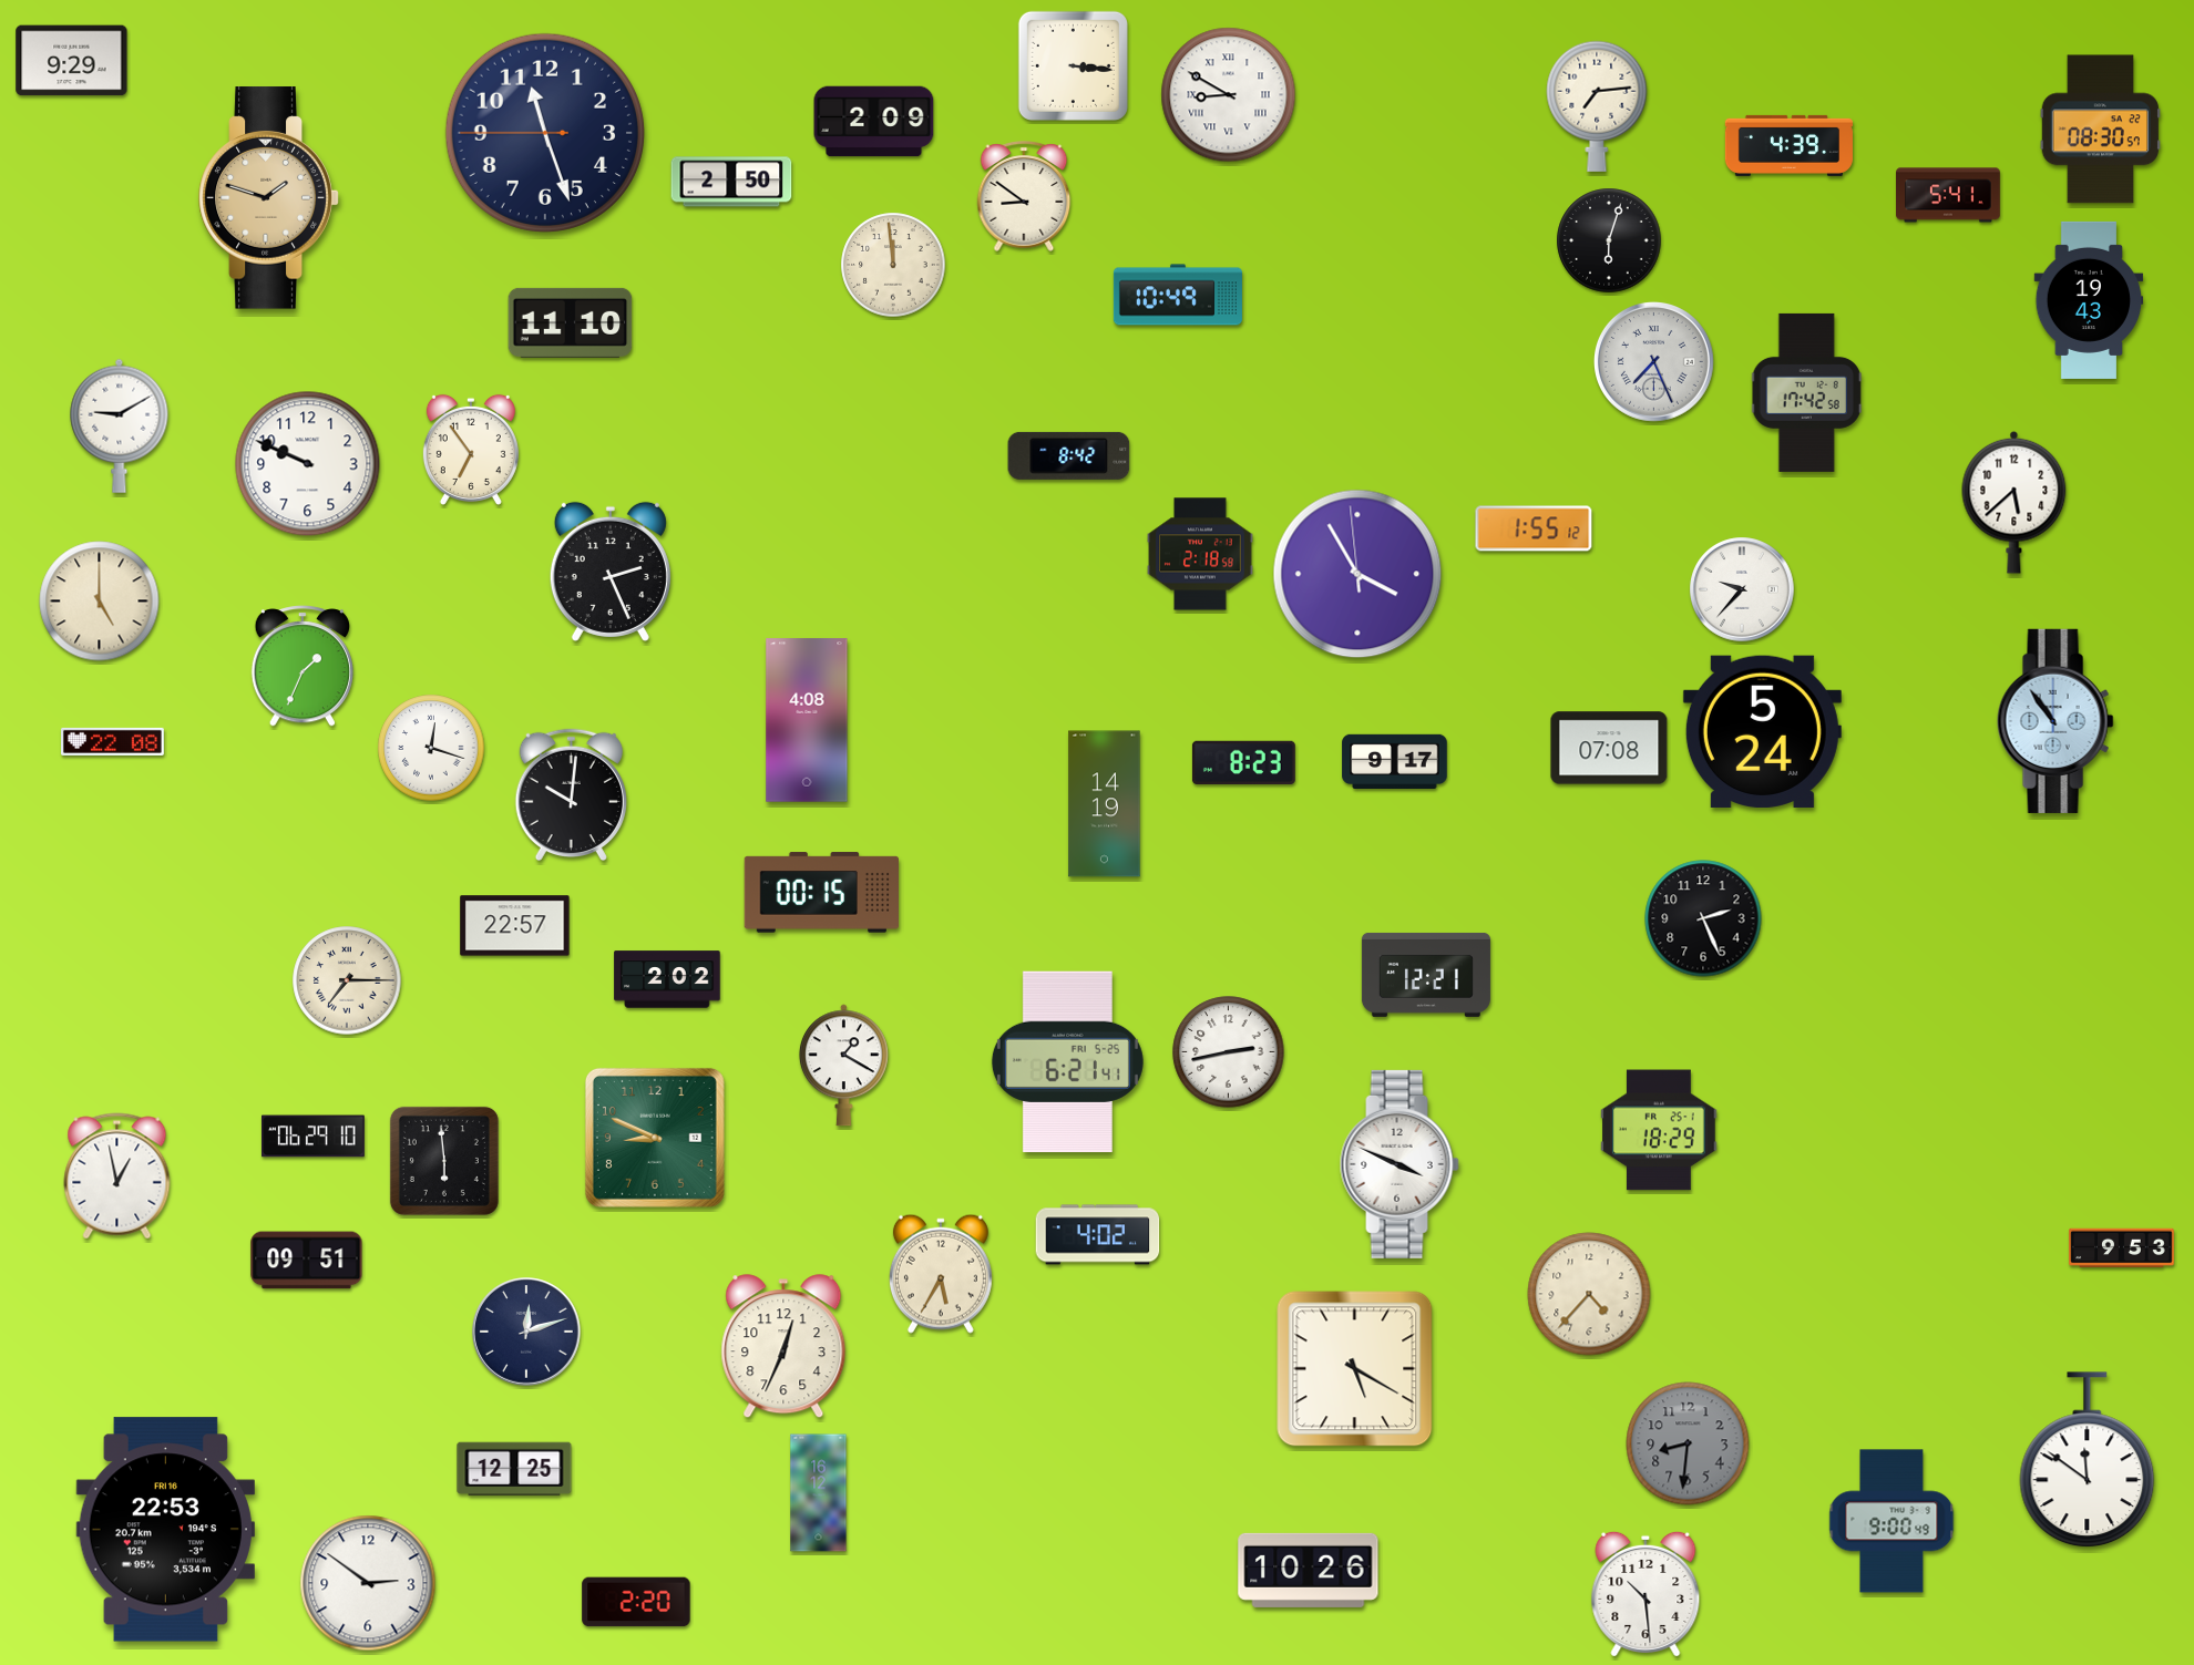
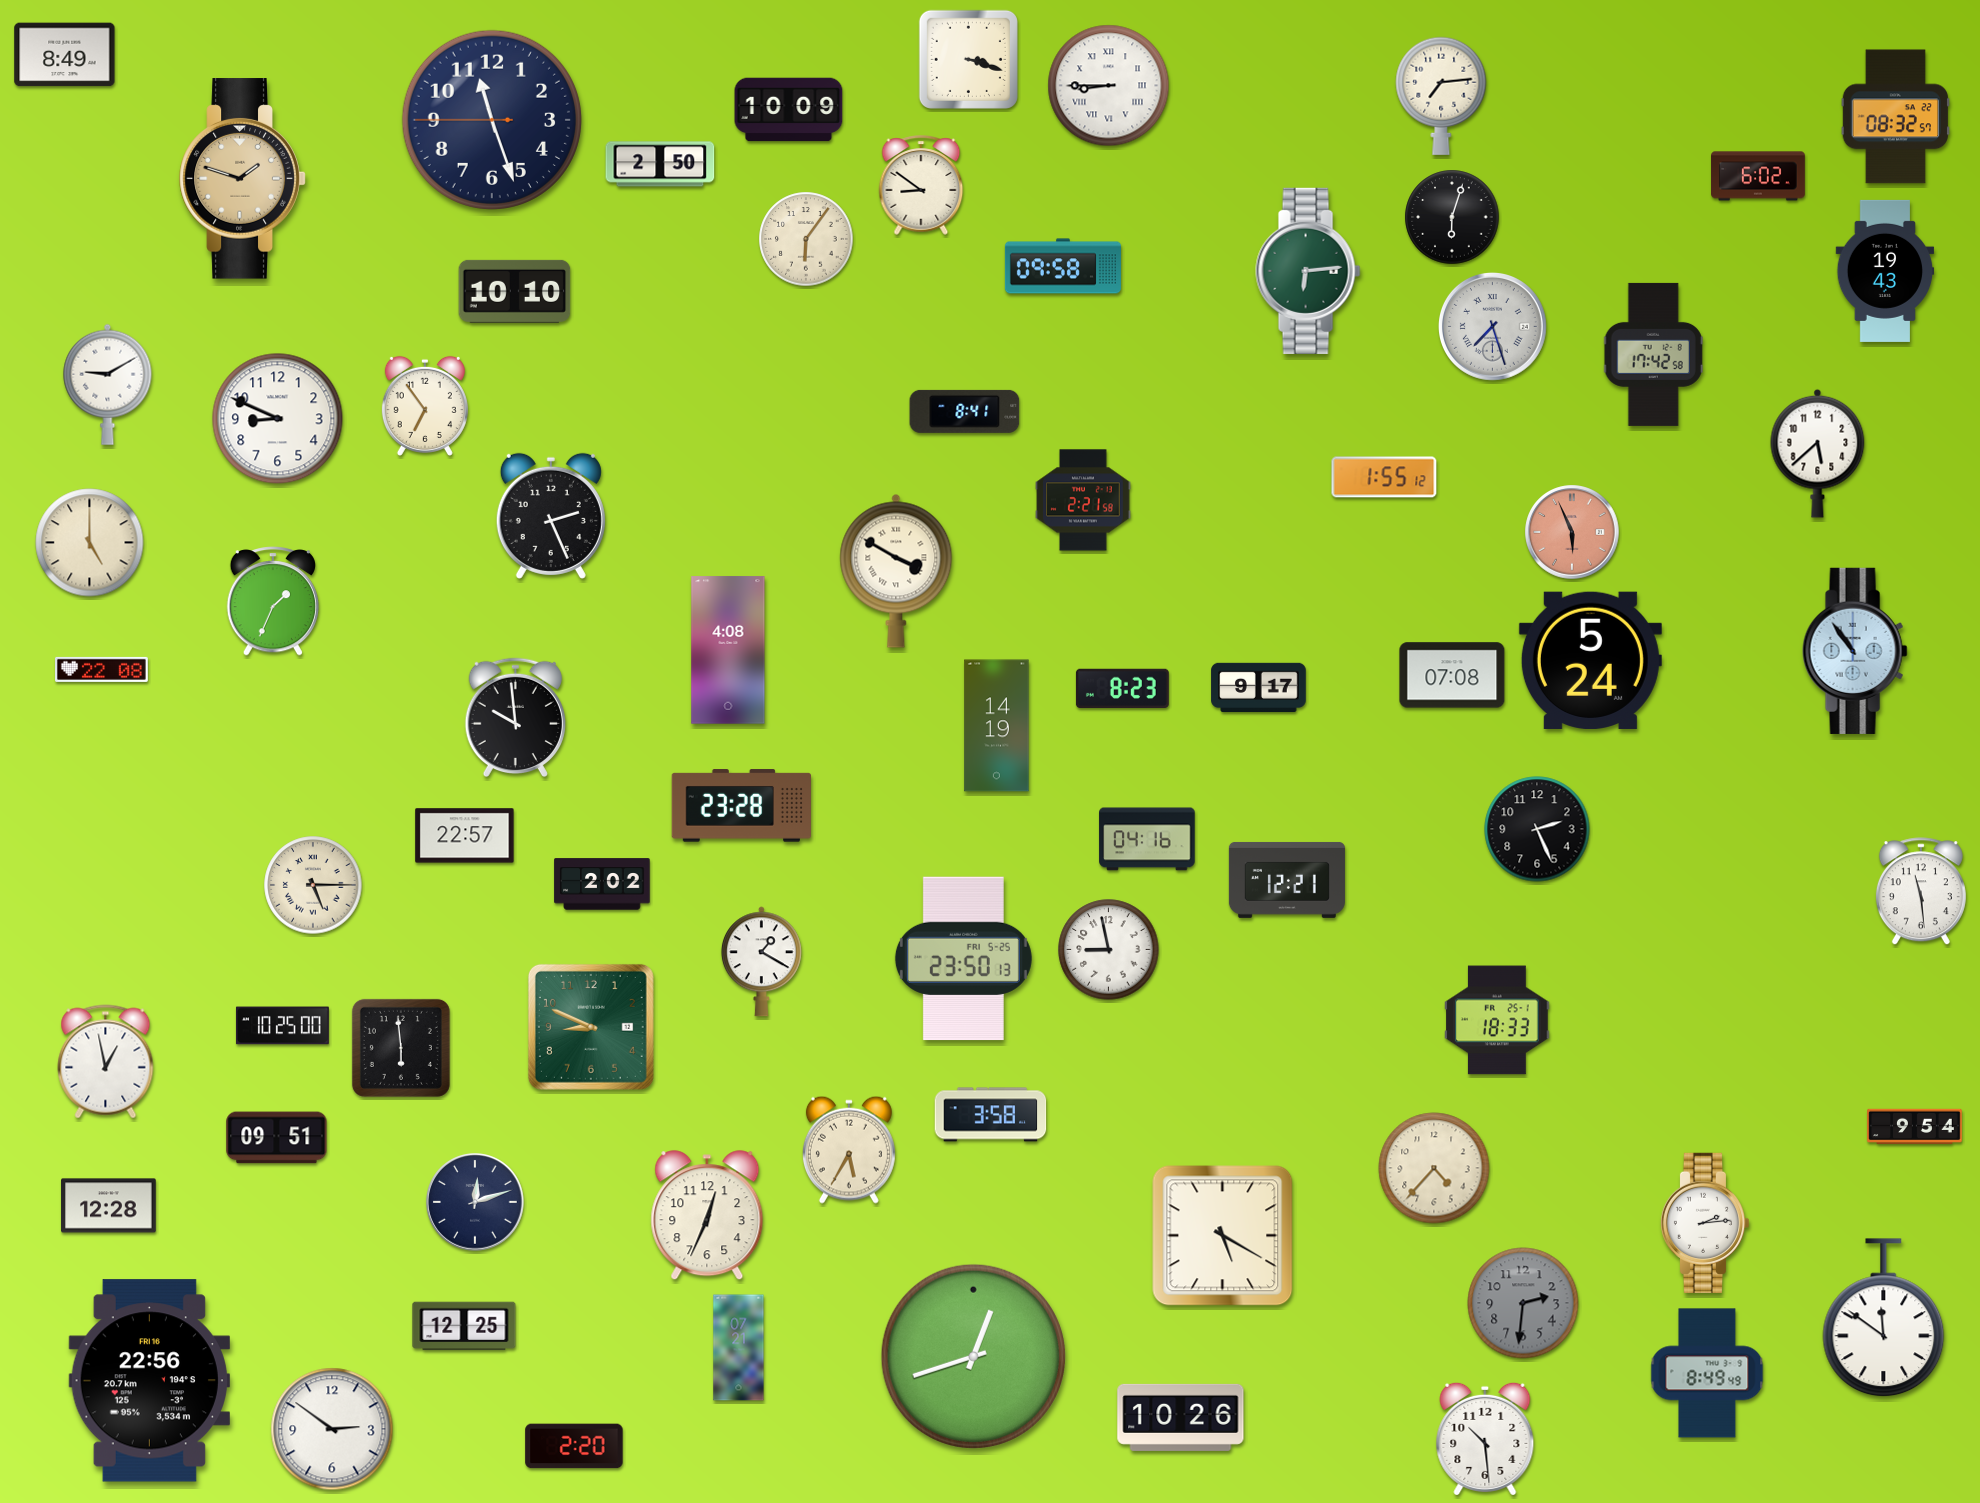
clock at (72, 61): 9:29 -> 8:49
clock at (1073, 65): 3:16 -> 3:18
clock at (1229, 95): 8:50 -> 8:45
clock at (874, 122): 2:09 -> 10:09
clock at (2100, 130): 08:30 -> 08:32
clock at (1788, 145): 4:39 -> none
clock at (1948, 195): 5:41 -> 6:02
clock at (1024, 196) position: (1024, 196) -> (921, 185)
clock at (893, 265): 11:59 -> 6:06
clock at (1178, 295): 10:49 -> 09:58
clock at (1308, 271): none -> 6:14
clock at (571, 322): 11:10 -> 10:10
clock at (1653, 361): 7:26 -> 7:27
clock at (1806, 392) position: (1806, 392) -> (1653, 354)
clock at (1069, 455): 8:42 -> 8:41
clock at (308, 464): 9:49 -> 8:49
clock at (1200, 554): 2:18 -> 2:21
clock at (1357, 574): 3:54 -> none
clock at (1742, 589): 9:37 -> 5:56
clock at (1742, 589) dial: white -> salmon
clock at (896, 571): none -> 3:50
clock at (431, 748): 12:18 -> none
clock at (571, 795): 10:01 -> 9:59
clock at (821, 893): 00:15 -> 23:28
clock at (1147, 839): none -> 04:16
clock at (347, 980): 7:15 -> 5:15
clock at (1921, 892): none -> 11:29
clock at (1229, 1052): 2:43 -> 8:58
clock at (1067, 1062): 6:21 -> 23:50
clock at (1659, 1130): 18:29 -> 18:33
clock at (312, 1137): 06:29 -> 10:25
clock at (1400, 1164): 3:49 -> none
clock at (1098, 1235): 4:02 -> 3:58
clock at (2122, 1248): 9:53 -> 9:54
clock at (109, 1206): none -> 12:28
clock at (1704, 1223): none -> 2:14
clock at (1688, 1443): 8:31 -> 2:31
clock at (819, 1493): 16:12 -> 07:21
clock at (973, 1356): none -> 12:42
clock at (1891, 1521): 9:00 -> 8:49
clock at (165, 1530): 22:53 -> 22:56
